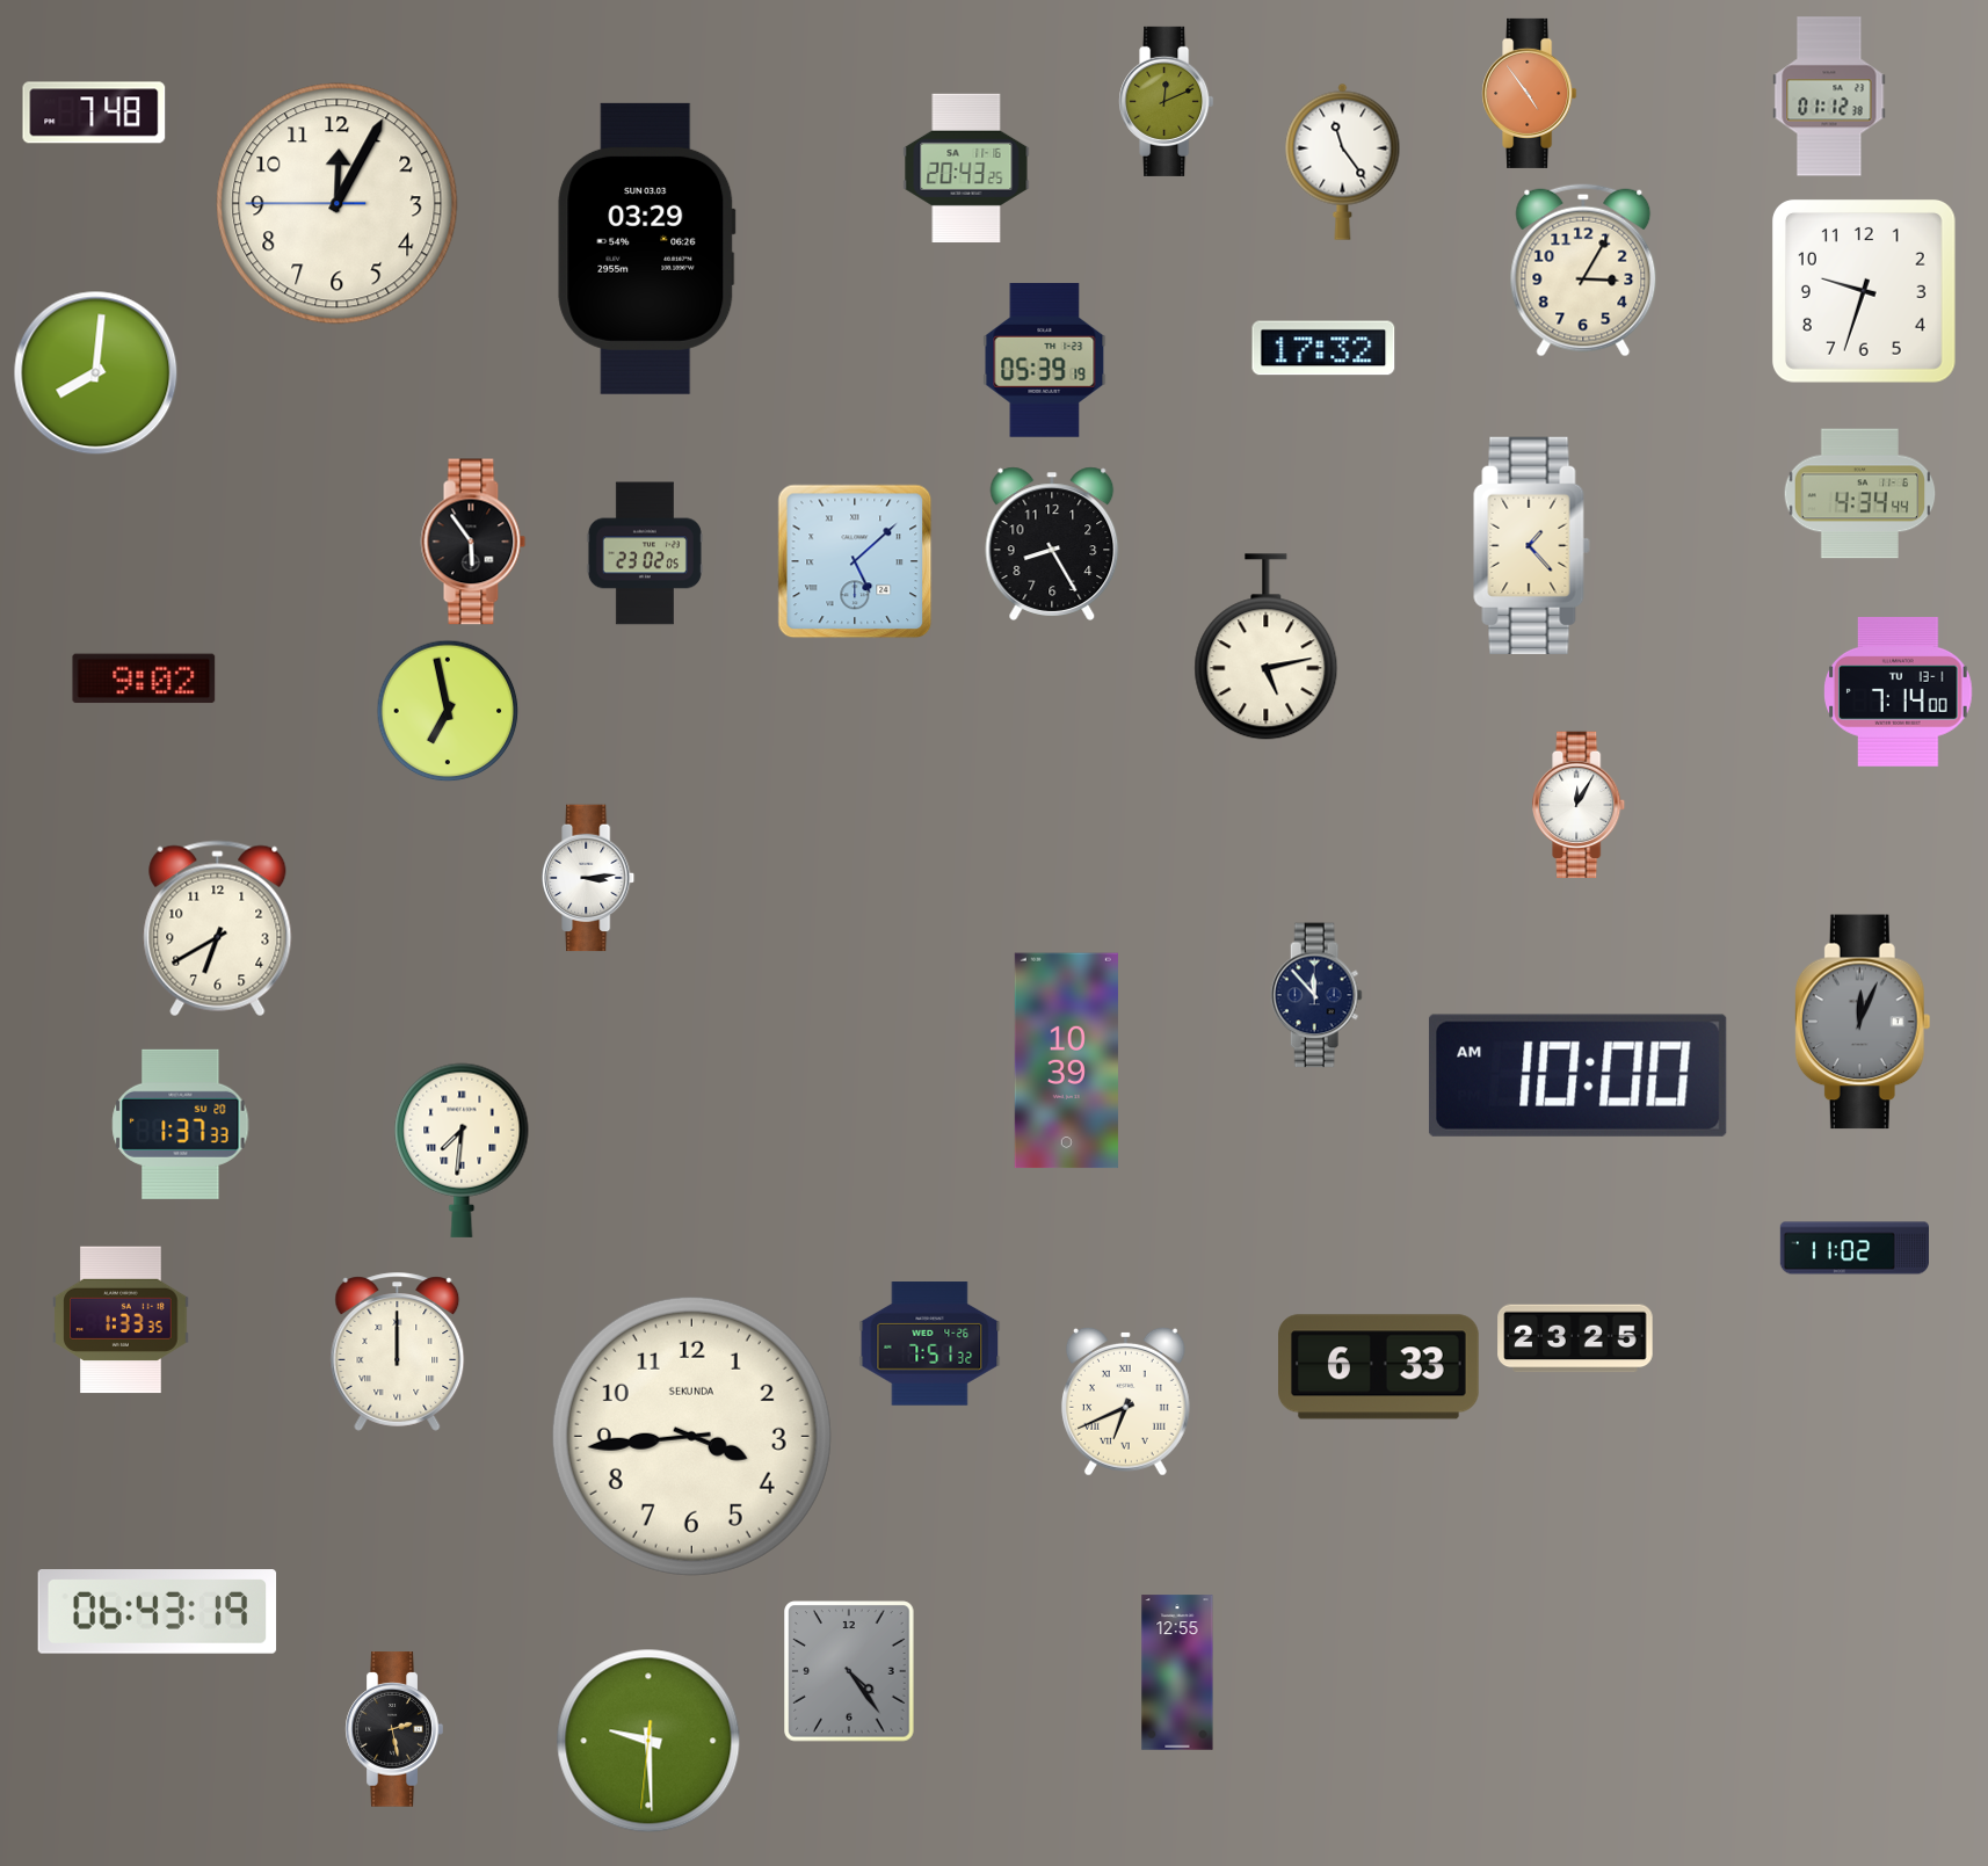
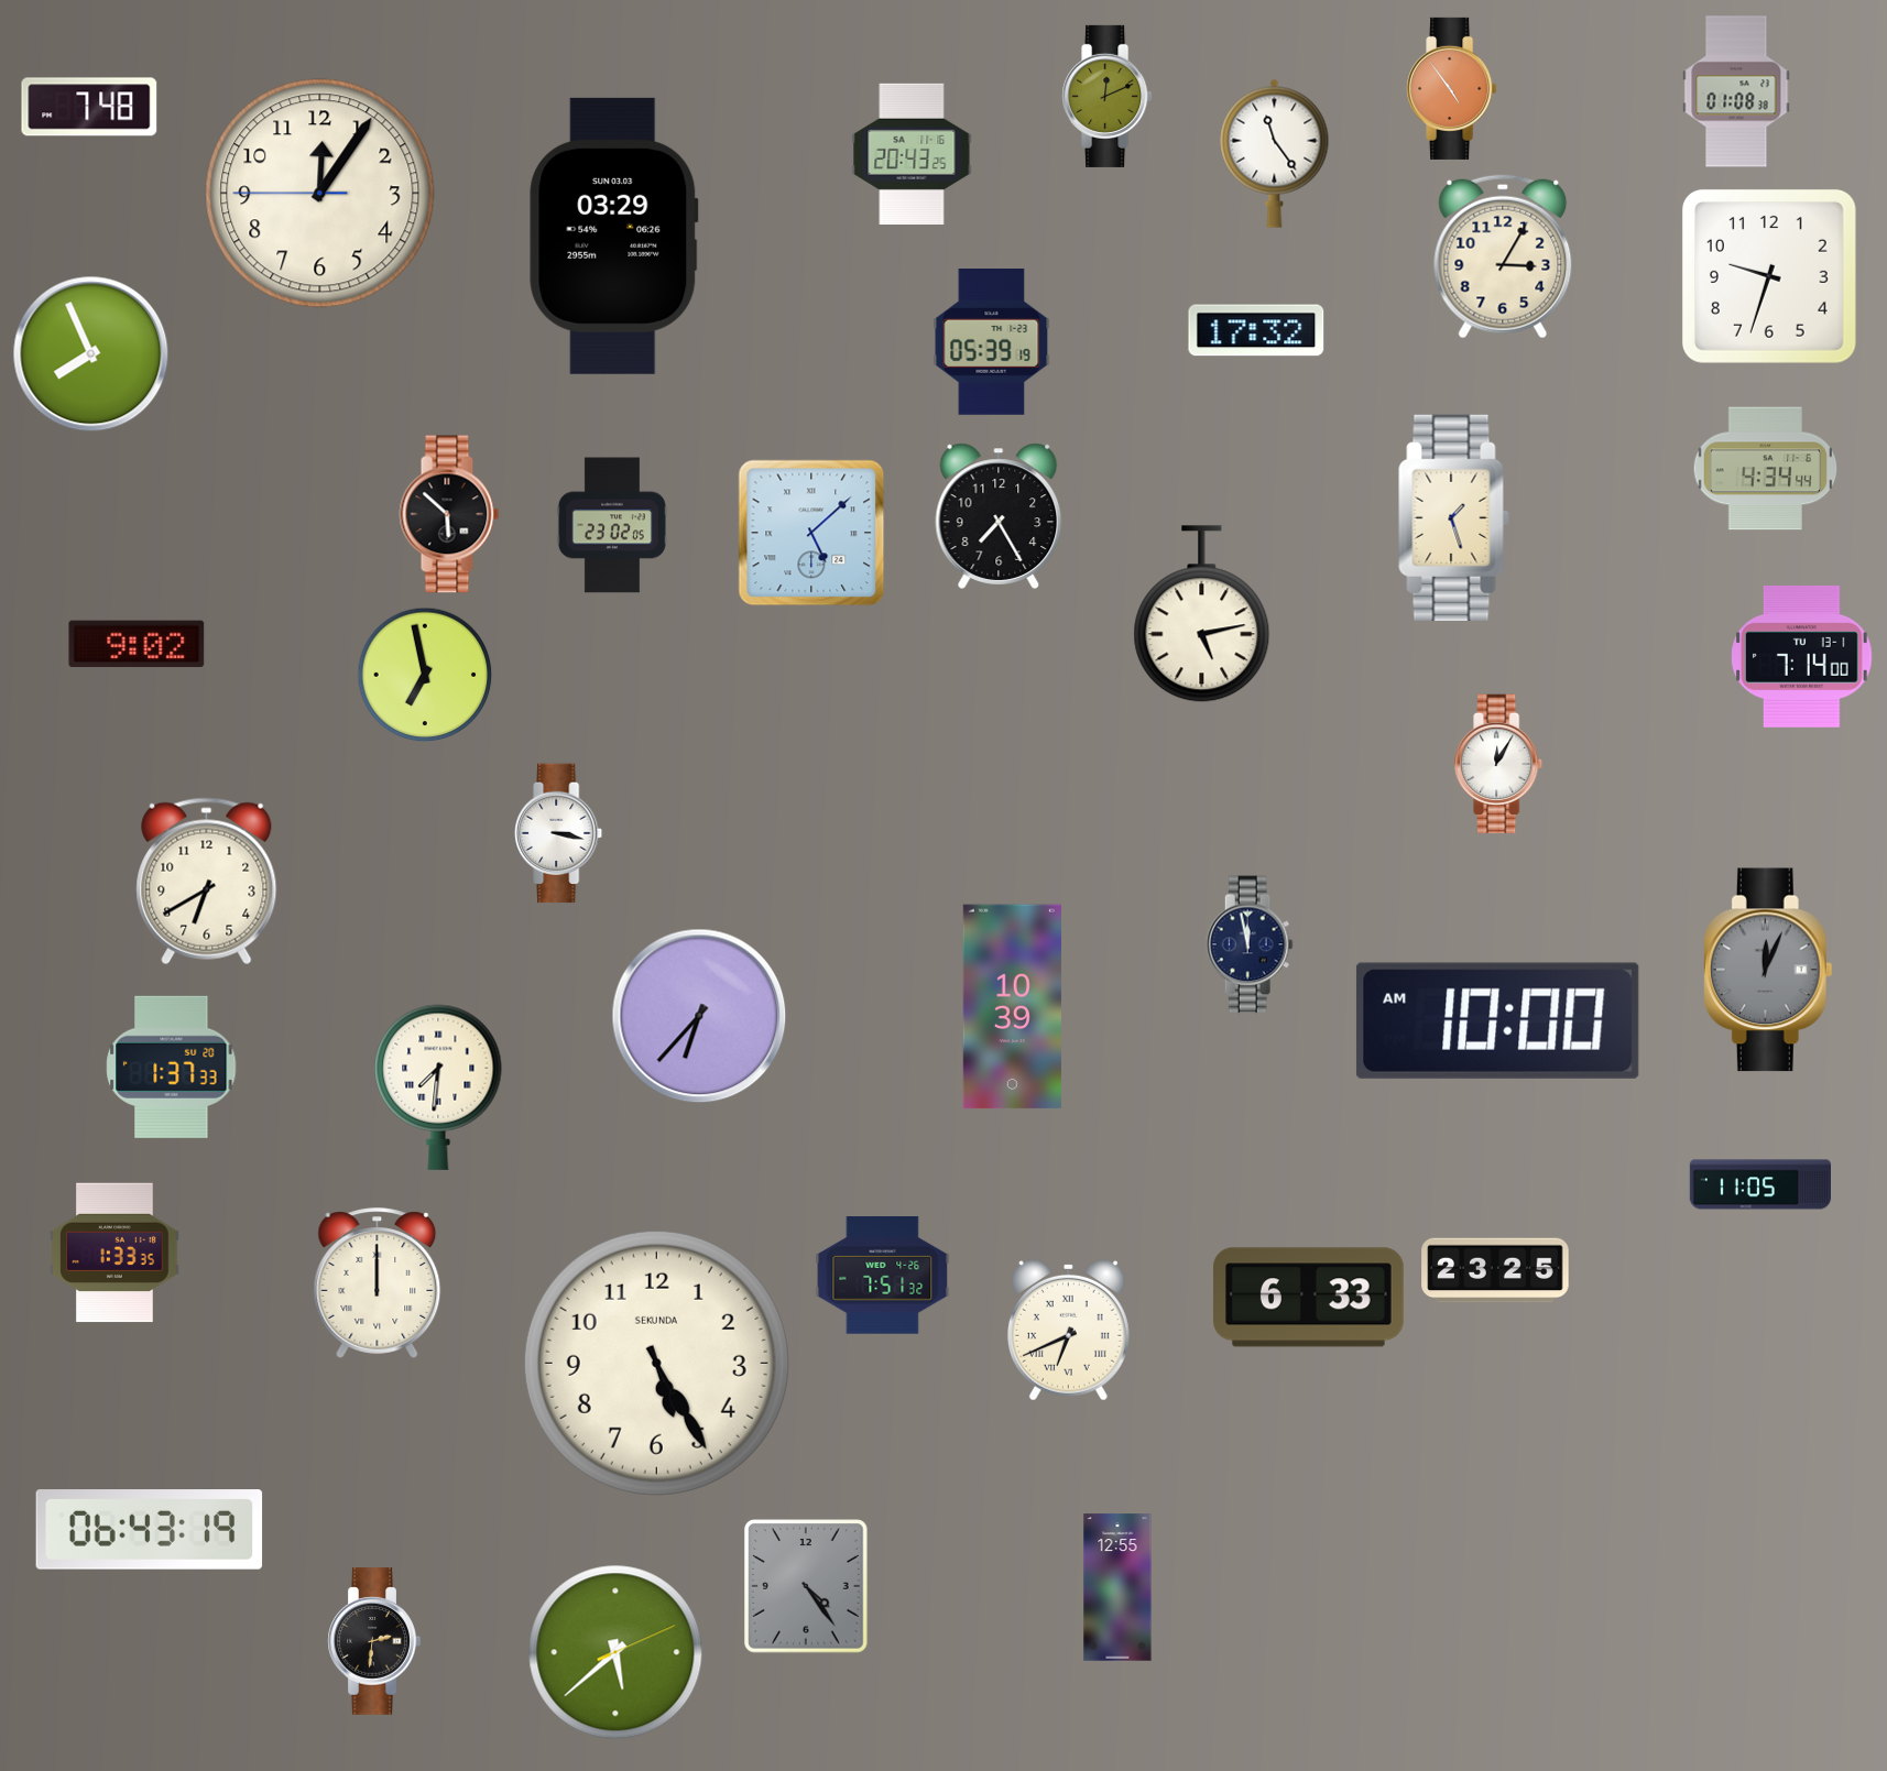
clock at (1829, 96): 01:12 -> 01:08
clock at (966, 168) position: (966, 168) -> (912, 154)
clock at (338, 204): 12:04 -> 12:05
clock at (96, 373): 8:01 -> 7:56
clock at (473, 542): 5:54 -> 5:52
clock at (1052, 544): 8:25 -> 7:25
clock at (1532, 545): 1:23 -> 1:27
clock at (589, 878): 3:14 -> 3:17
clock at (1316, 995): 11:53 -> 11:58
clock at (699, 1016): none -> 6:37
clock at (462, 1150) position: (462, 1150) -> (438, 1087)
clock at (1853, 1248): 11:02 -> 11:05
clock at (691, 1436): 3:44 -> 5:25
clock at (394, 1729): 2:28 -> 2:31
clock at (648, 1741): 9:29 -> 5:38
